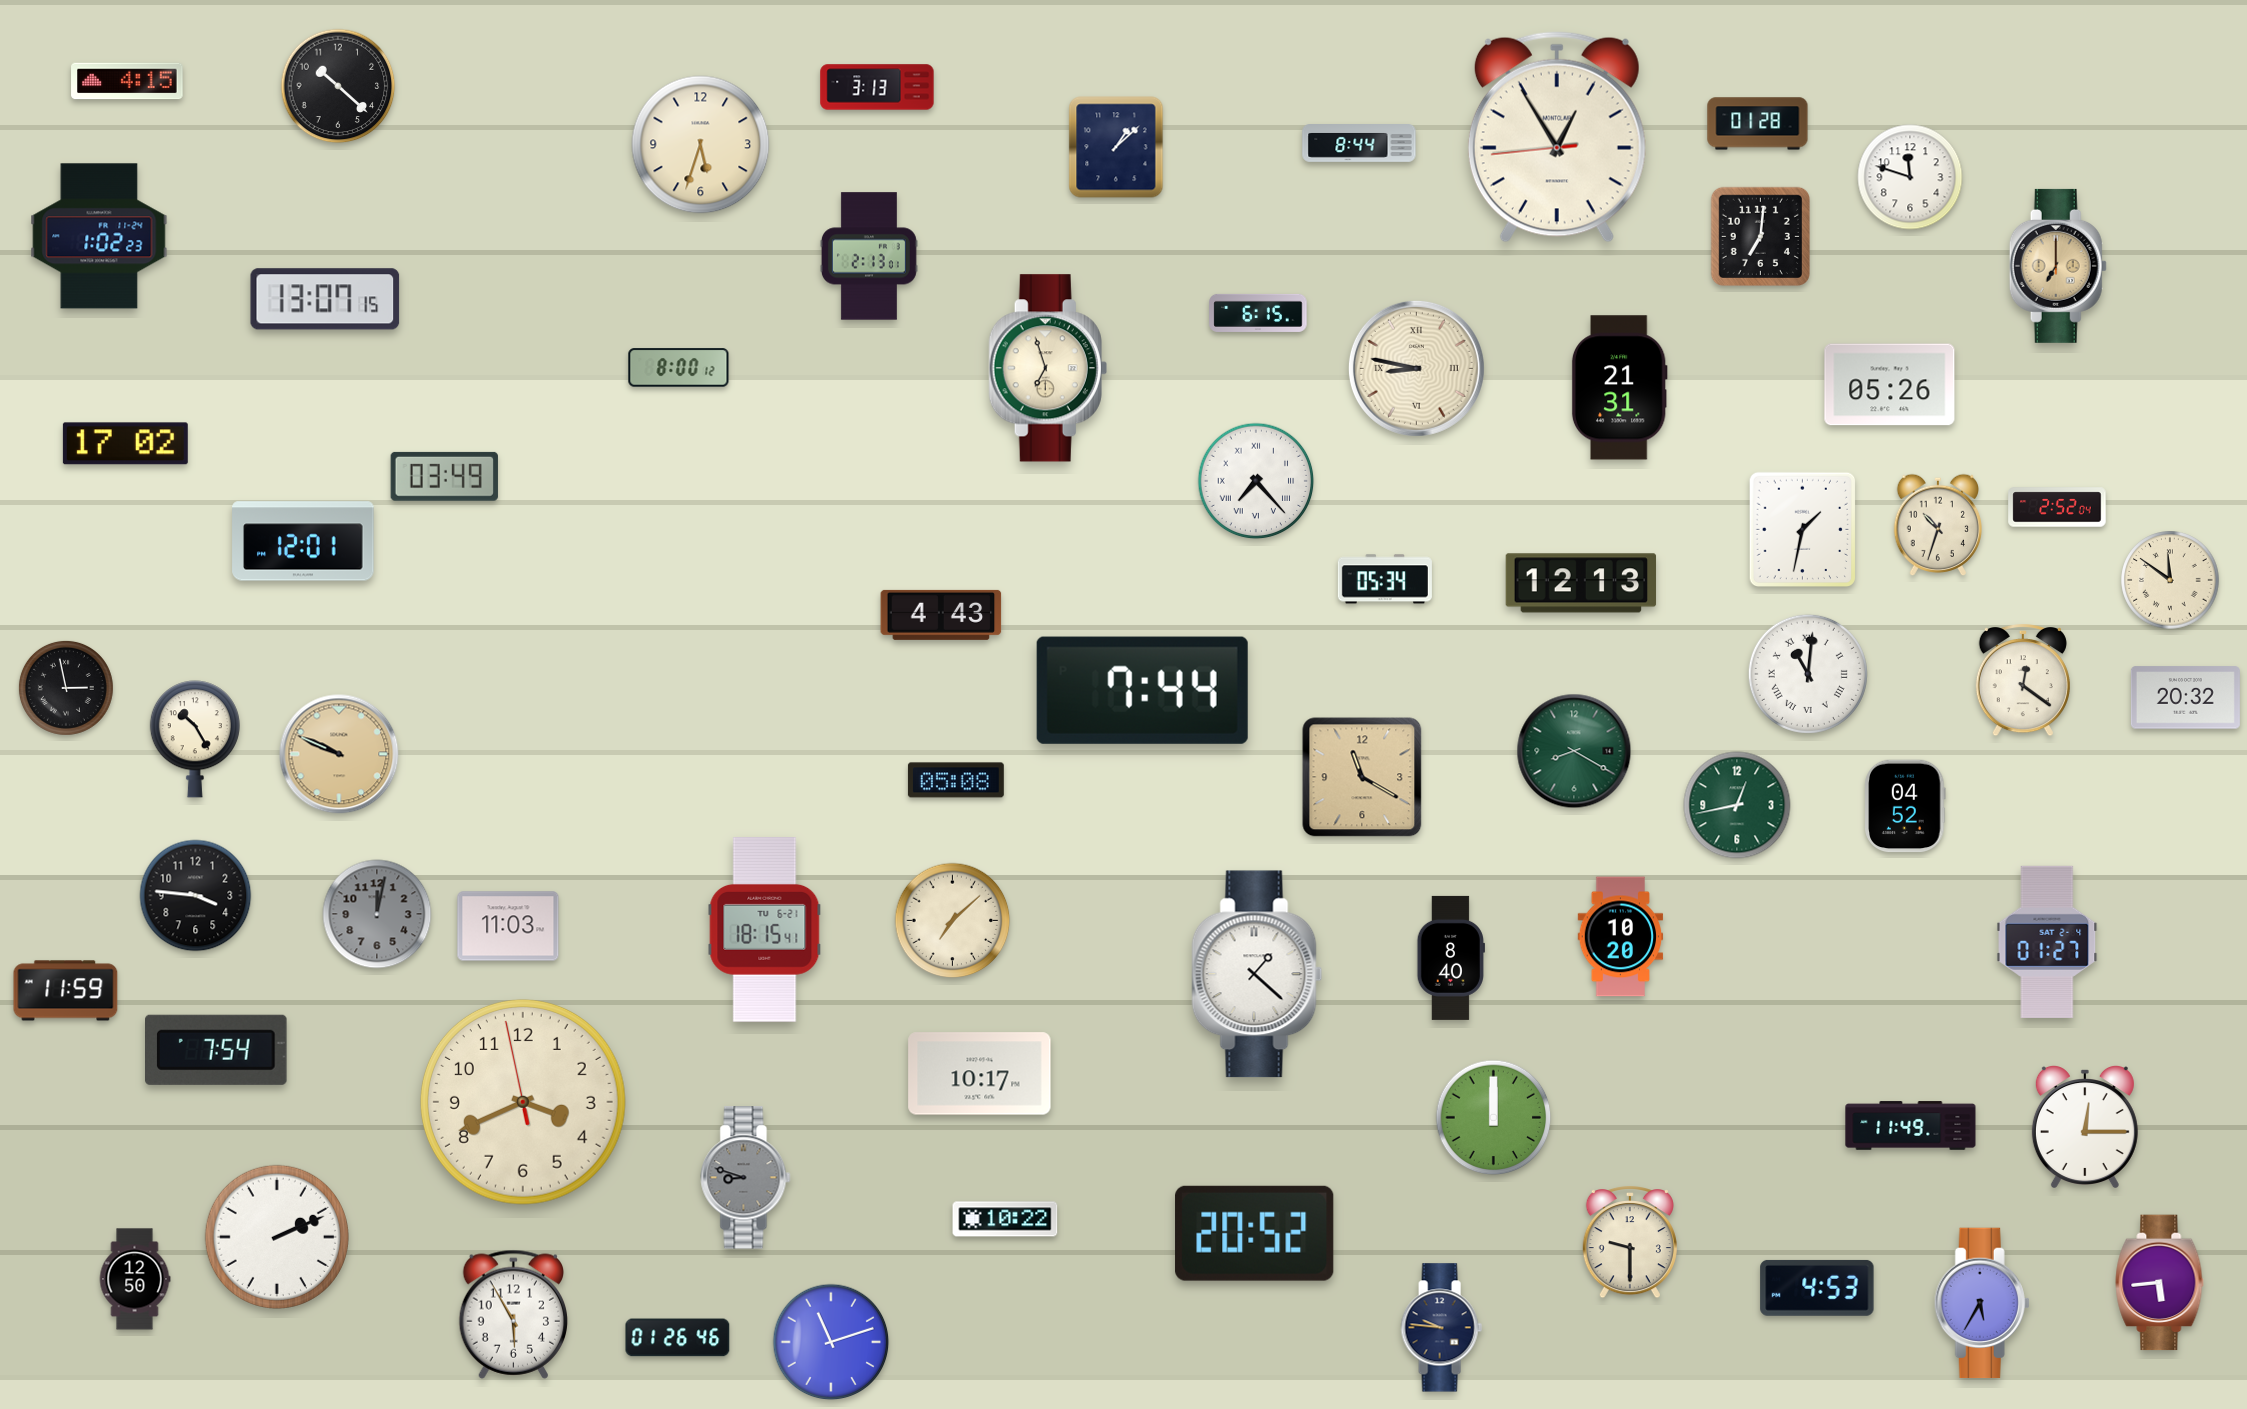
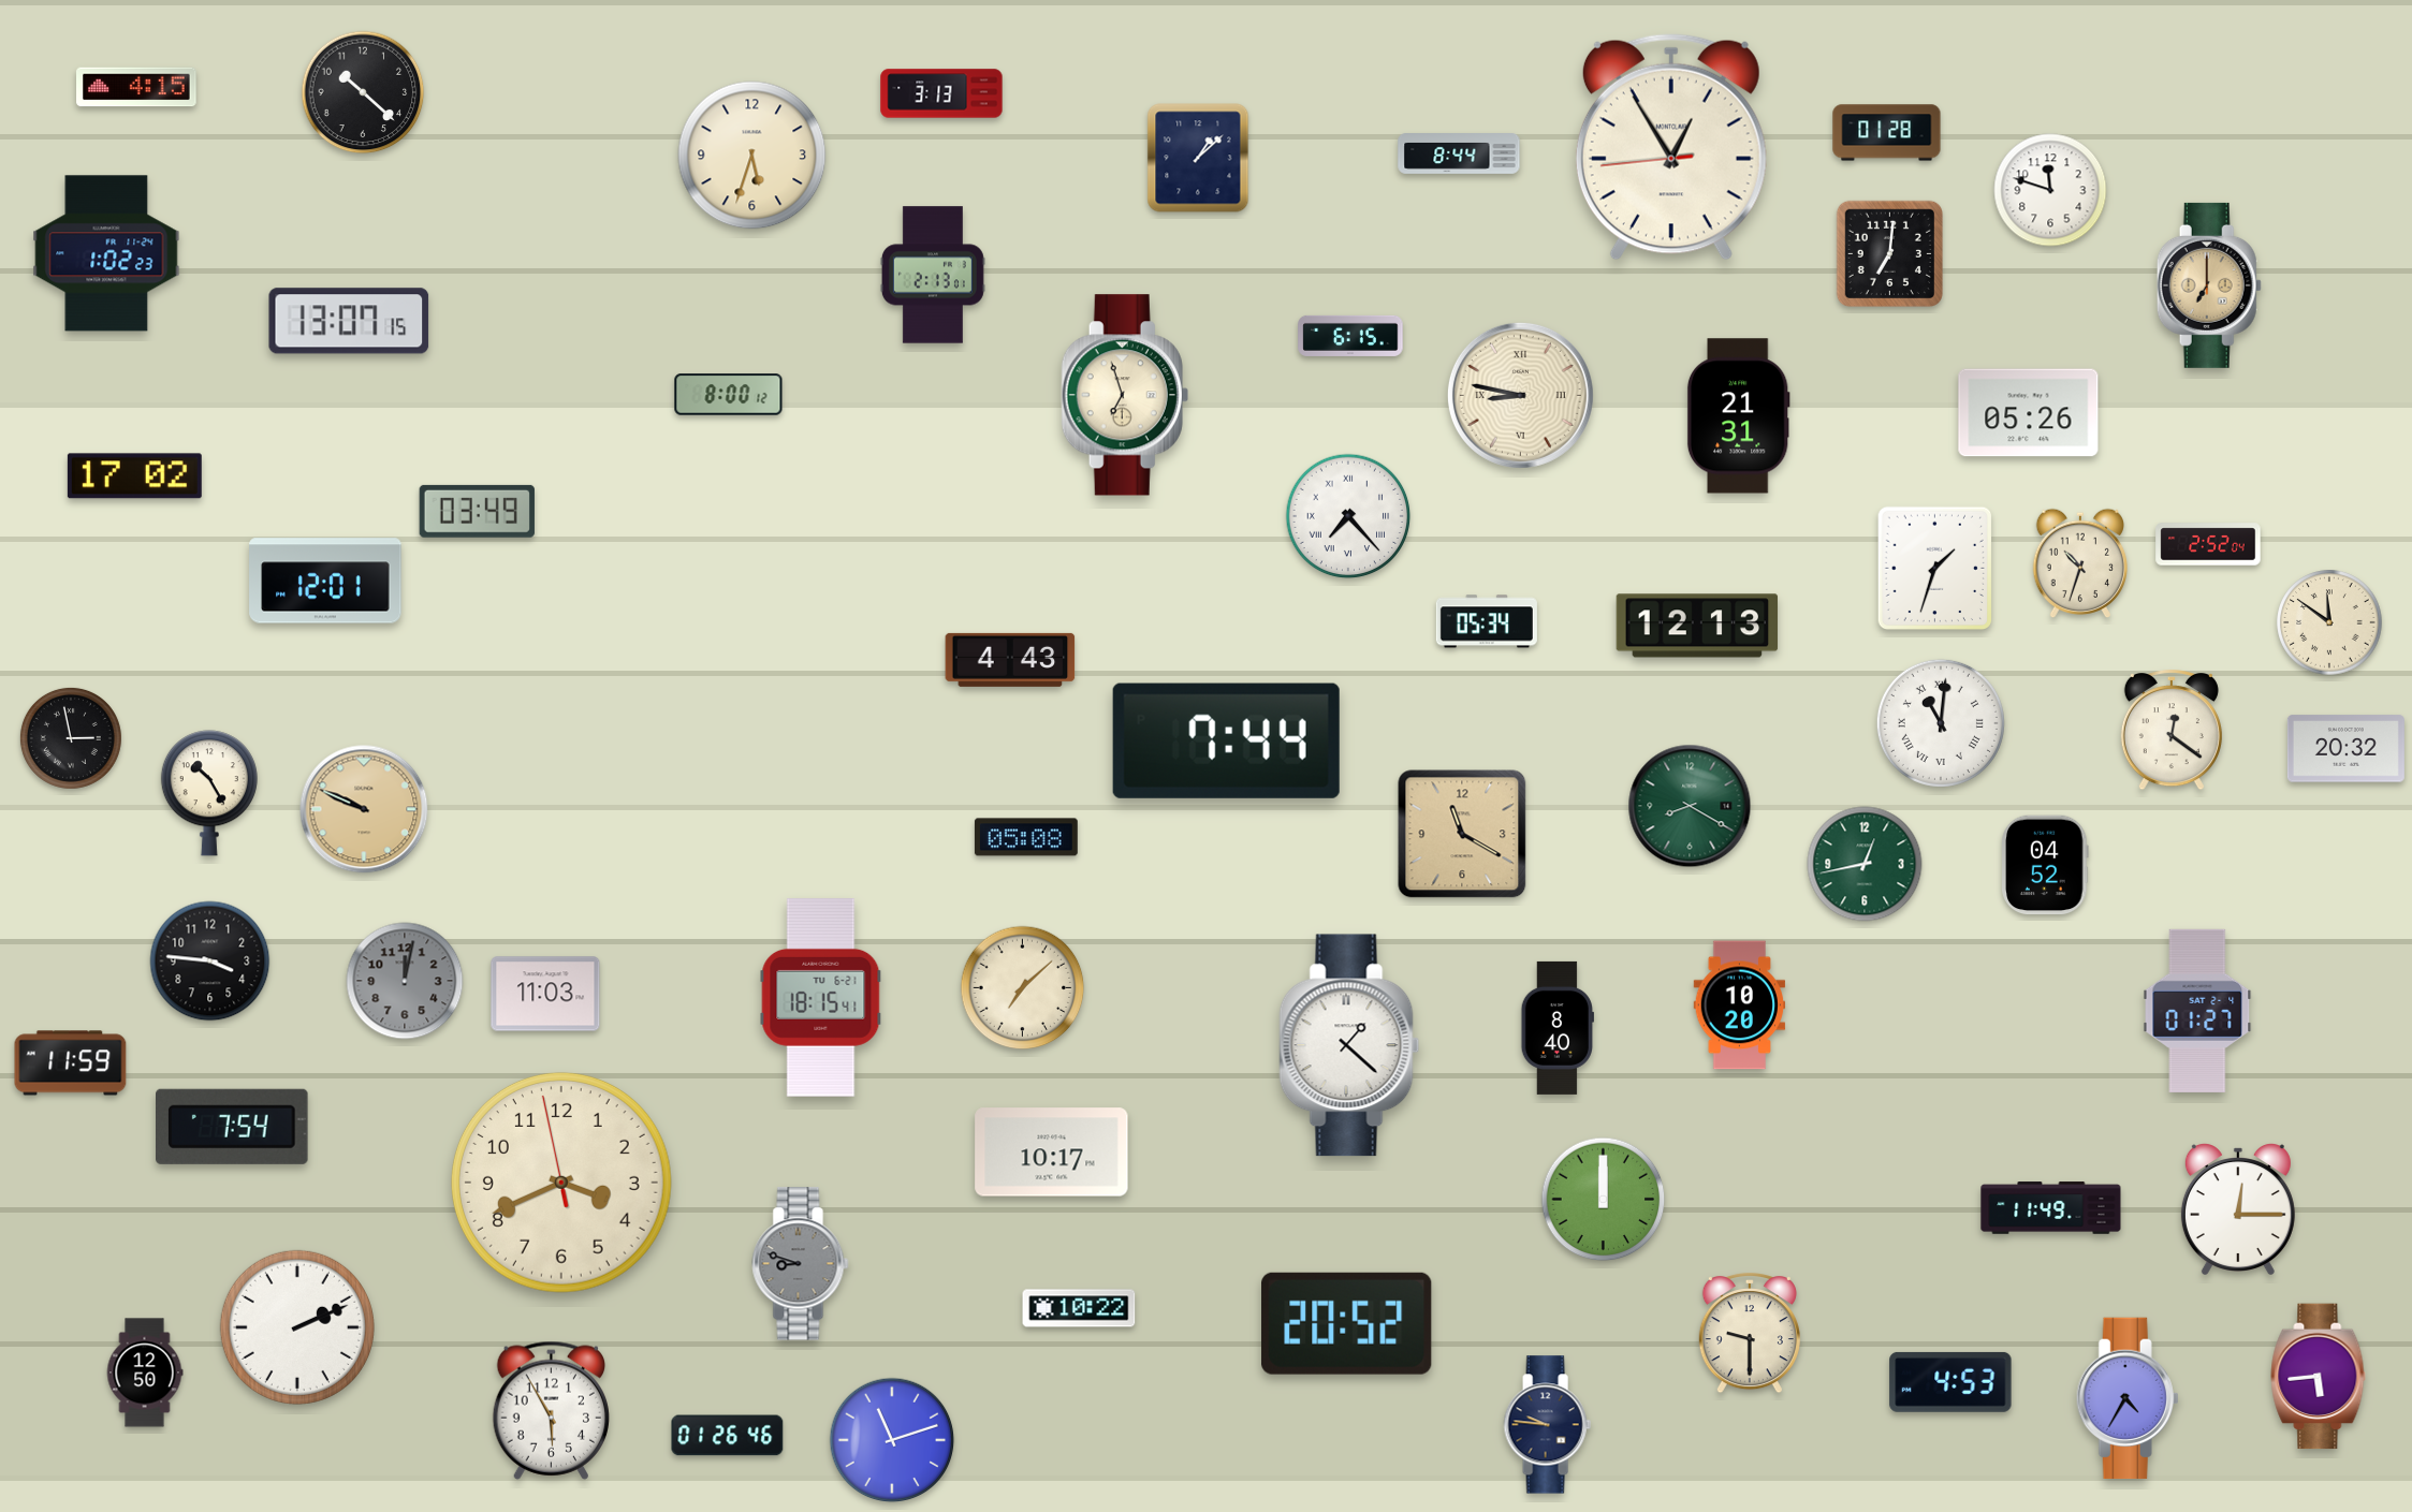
clock at (1802, 529): 1:32 -> 1:33
clock at (1982, 1303): 5:35 -> 4:35
